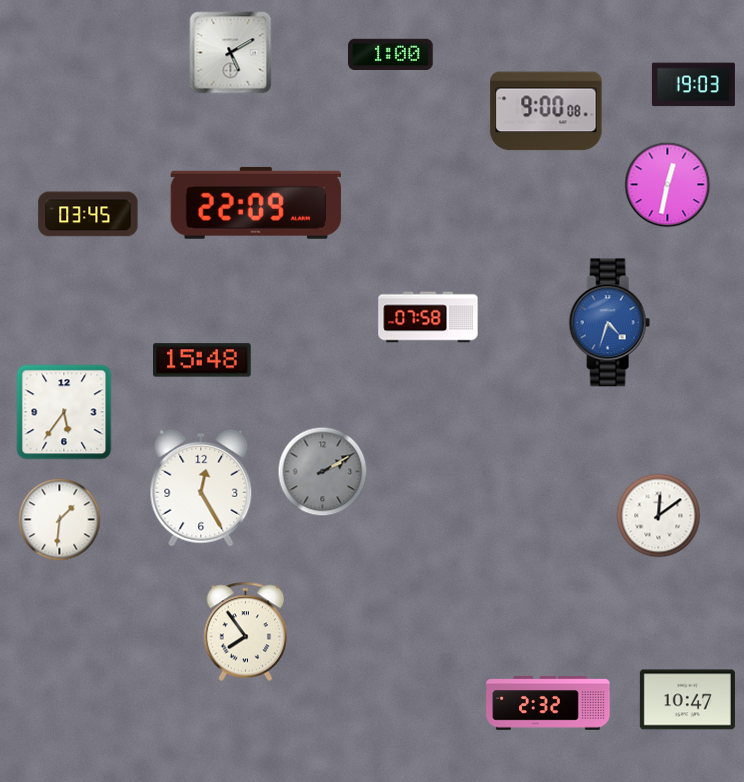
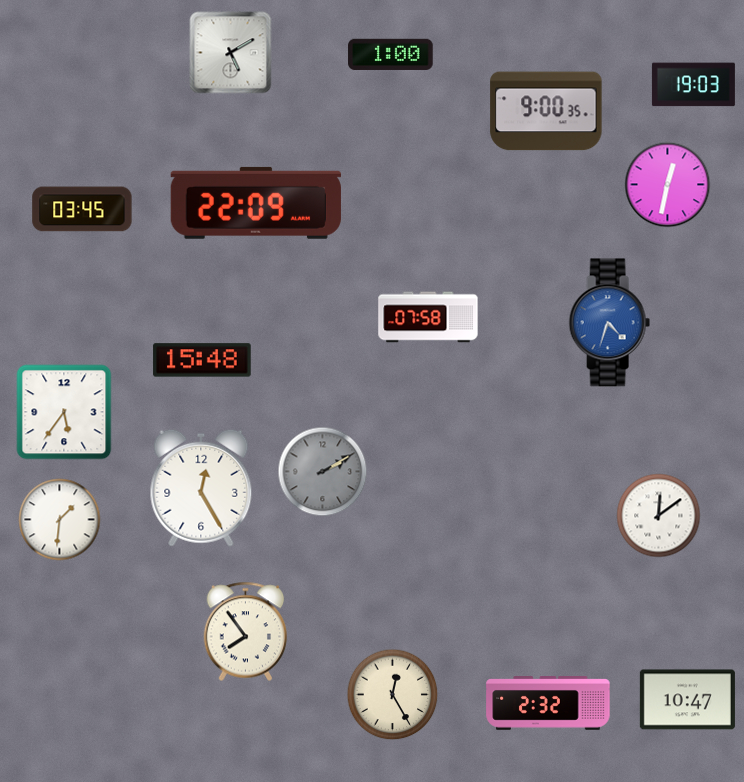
clock at (546, 111): 9:00:08 -> 9:00:35
clock at (88, 214) position: (88, 214) -> (82, 209)
clock at (393, 695): none -> 12:25
